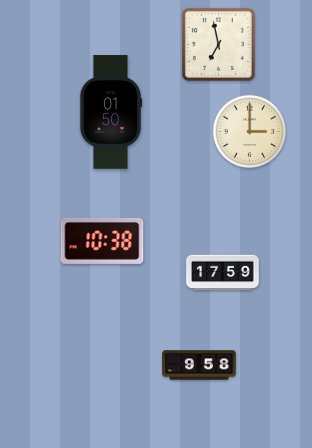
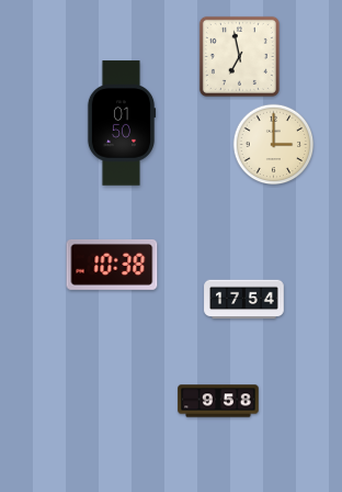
clock at (218, 44) position: (218, 44) -> (239, 56)
clock at (223, 273): 17:59 -> 17:54
